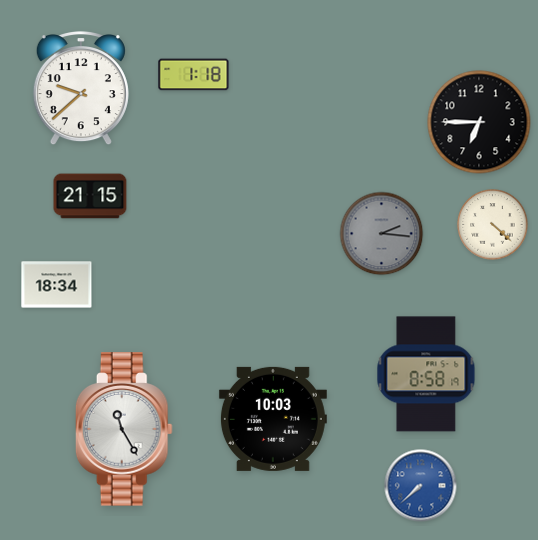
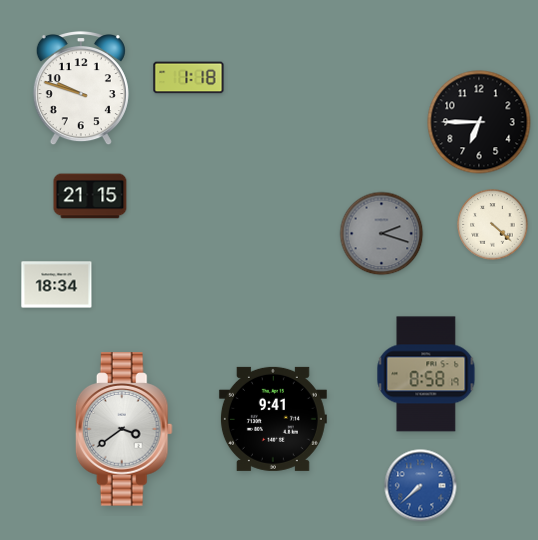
clock at (194, 75) position: (194, 75) -> (189, 78)
clock at (81, 89): 9:38 -> 9:48
clock at (382, 234): 2:16 -> 2:18
clock at (273, 419): 10:03 -> 9:41
clock at (124, 429): 11:25 -> 3:39
